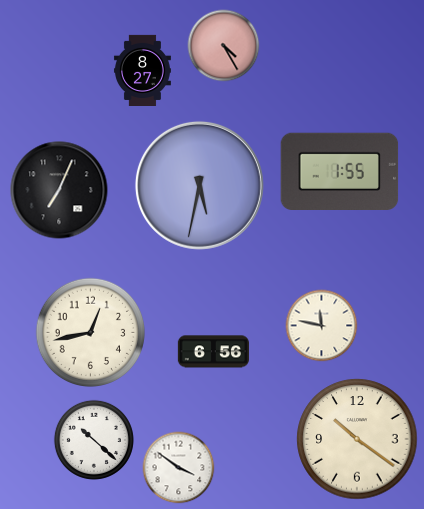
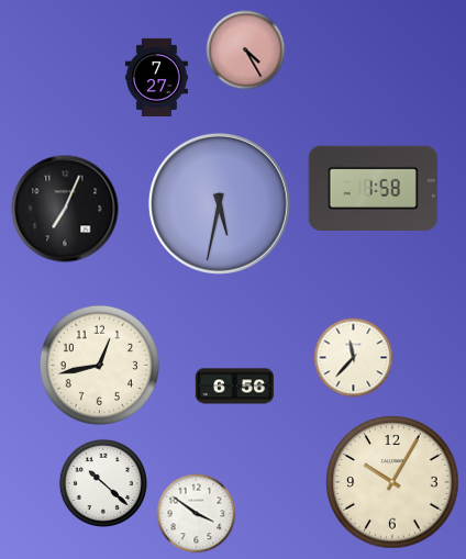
clock at (142, 70): 8:27 -> 7:27
clock at (340, 171): 1:55 -> 1:58
clock at (322, 326): 11:47 -> 11:37
clock at (357, 439): 10:21 -> 10:05
